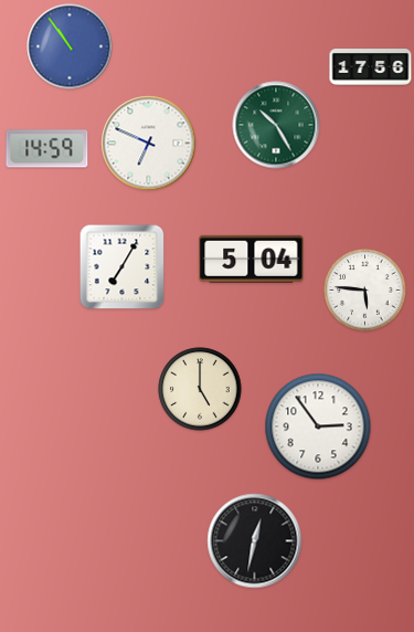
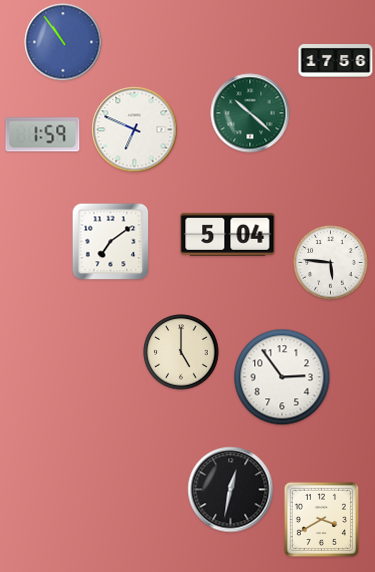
clock at (276, 125): 10:25 -> 10:22
clock at (47, 149): 14:59 -> 1:59
clock at (123, 267): 7:05 -> 7:09
clock at (318, 426) position: (318, 426) -> (282, 377)
clock at (321, 519): none -> 3:40
